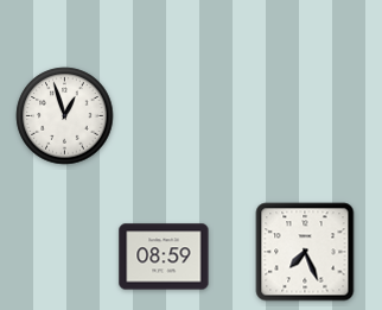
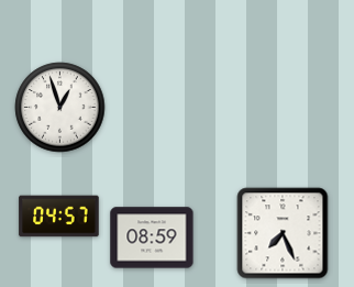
clock at (59, 217): none -> 04:57
